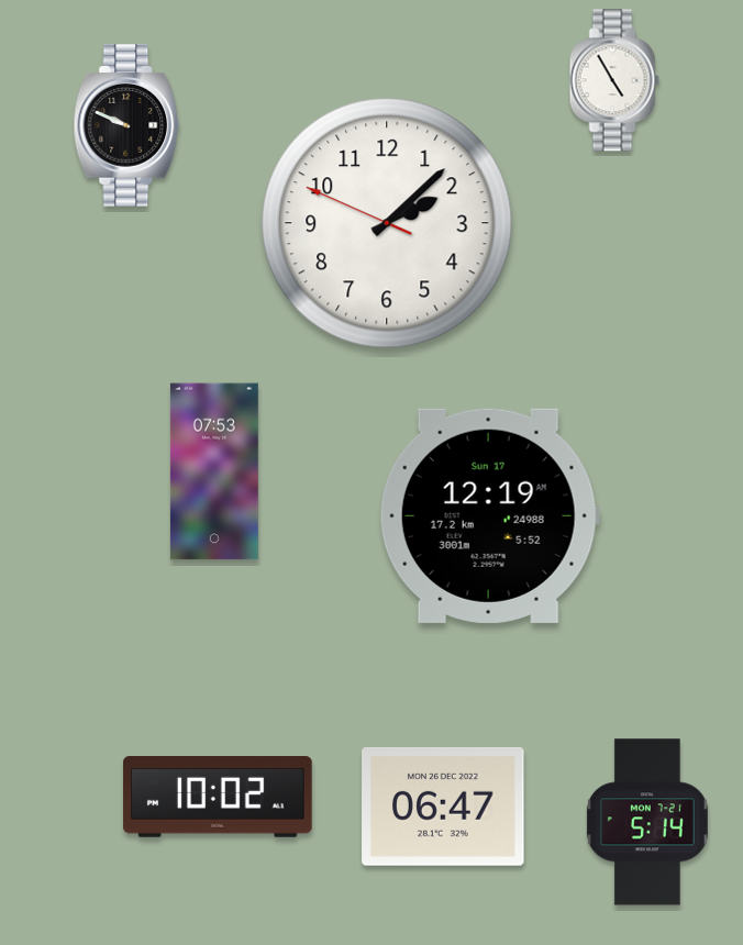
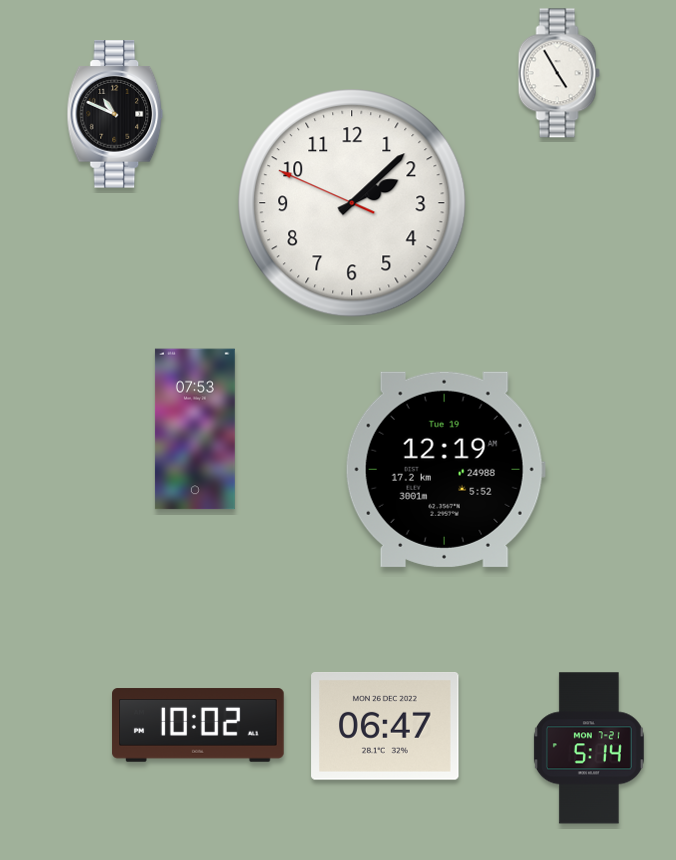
clock at (126, 125): 9:49 -> 10:49
clock at (489, 515) date: Sun 17 -> Tue 19
clock at (443, 808) position: (443, 808) -> (385, 727)
